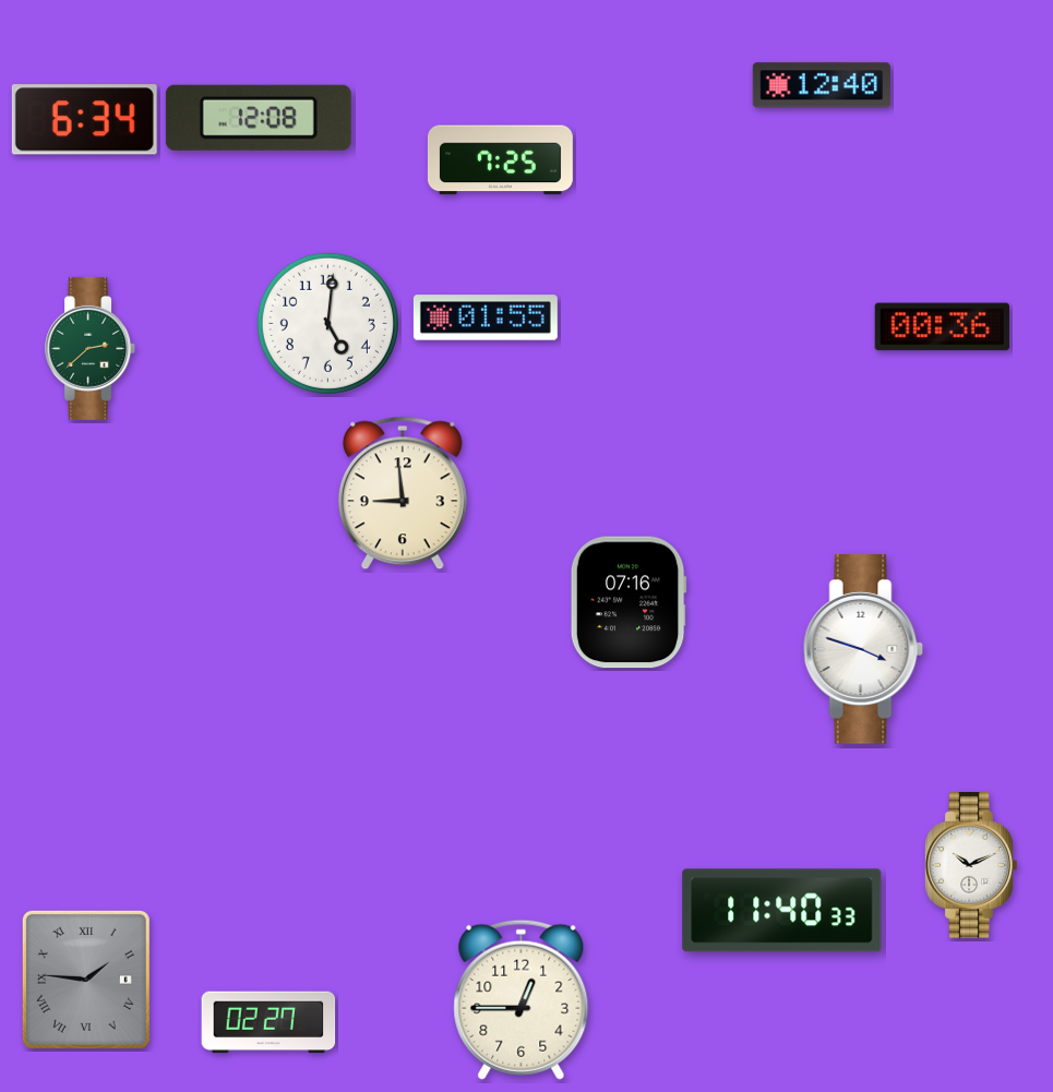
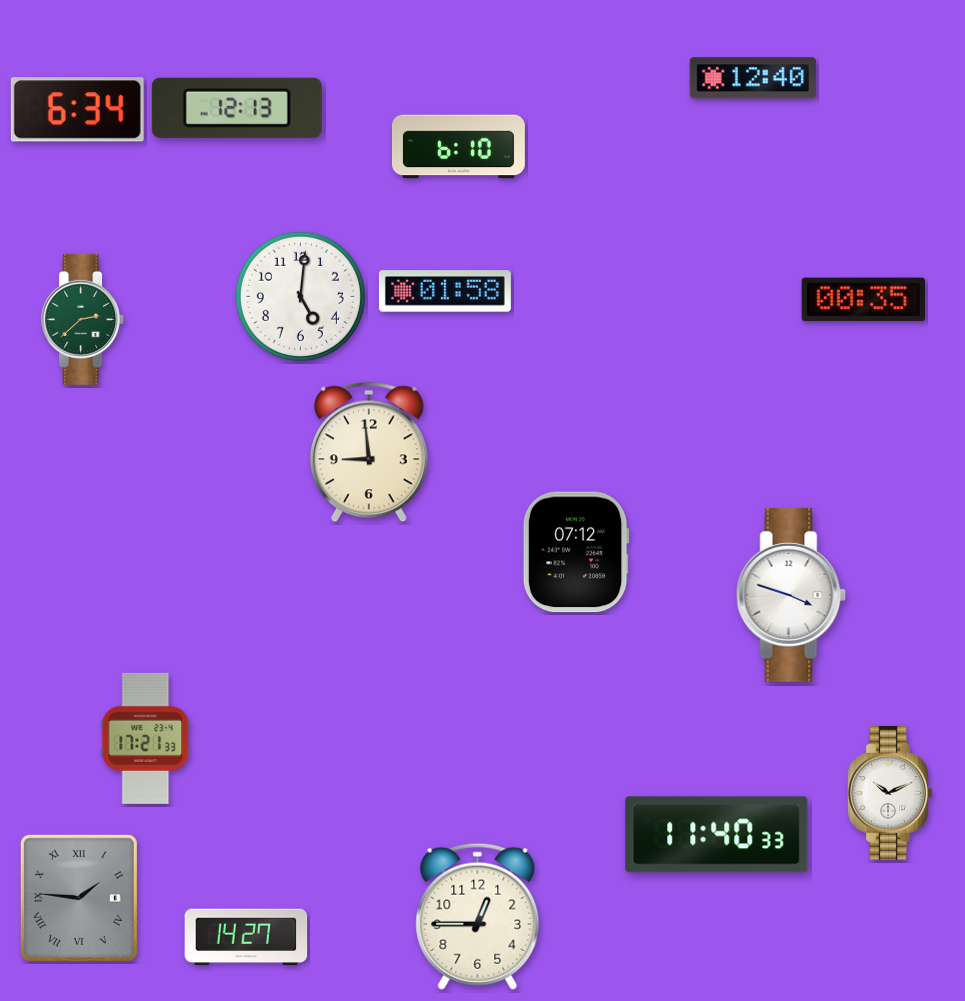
clock at (259, 118): 12:08 -> 12:13
clock at (500, 160): 7:25 -> 6:10
clock at (486, 317): 01:55 -> 01:58
clock at (943, 327): 00:36 -> 00:35
clock at (629, 602): 07:16 -> 07:12
clock at (146, 738): none -> 17:21
clock at (268, 1022): 02:27 -> 14:27
